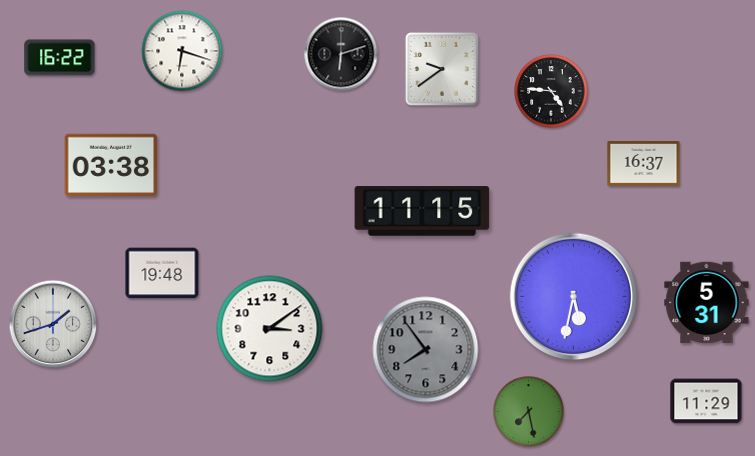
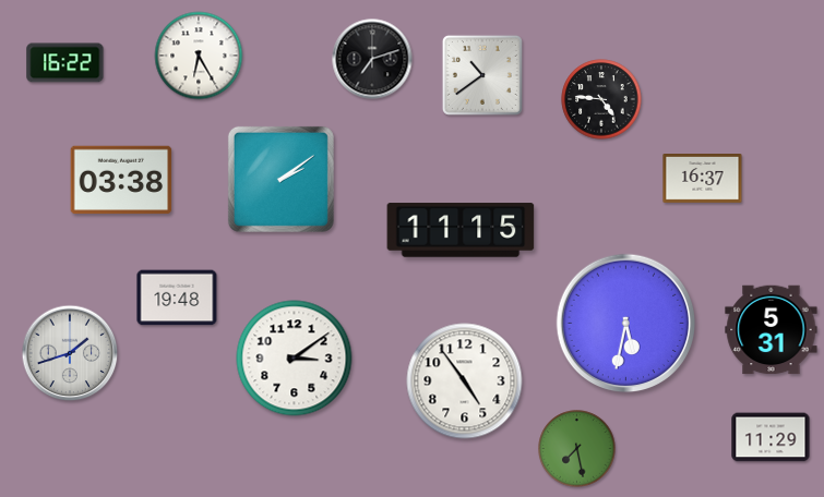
clock at (182, 51): 6:18 -> 6:25
clock at (341, 54): 6:12 -> 7:12
clock at (442, 69): 9:39 -> 10:39
clock at (280, 179): none -> 2:09
clock at (53, 324) position: (53, 324) -> (70, 353)
clock at (426, 350): 7:54 -> 4:54
clock at (426, 350) dial: grey -> white
